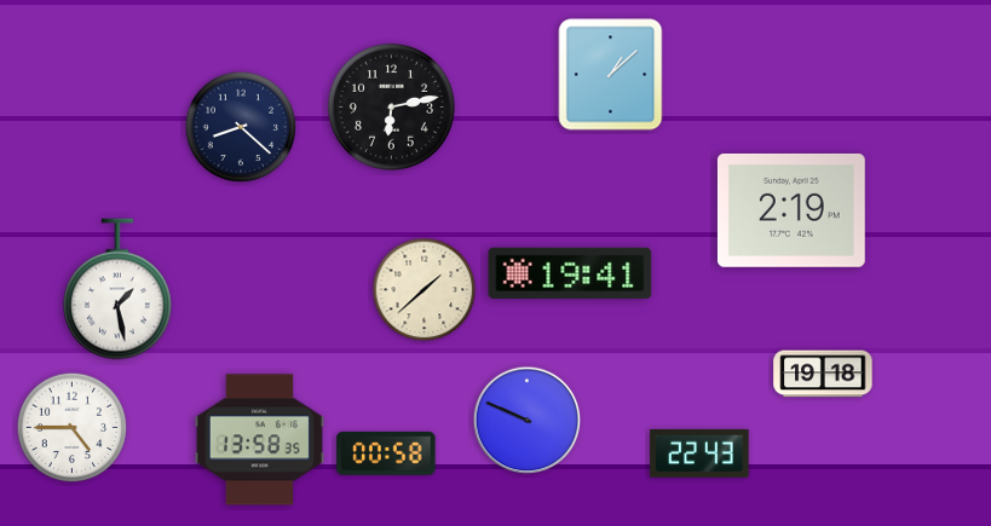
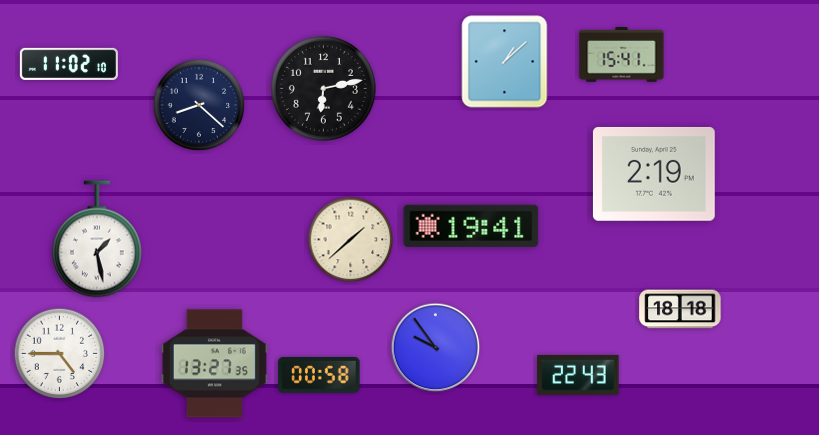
clock at (622, 55): none -> 15:41
clock at (69, 64): none -> 11:02
clock at (823, 374): 19:18 -> 18:18
clock at (528, 421): 9:49 -> 9:54
clock at (259, 440): 13:58 -> 13:27
